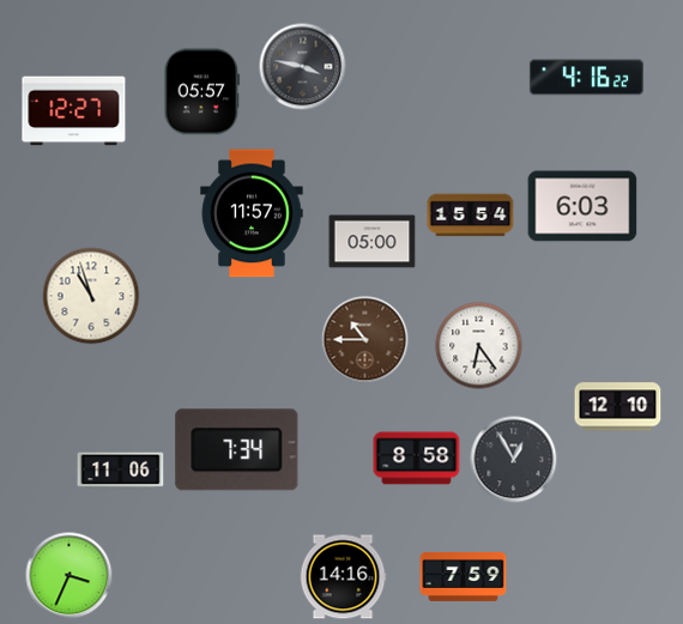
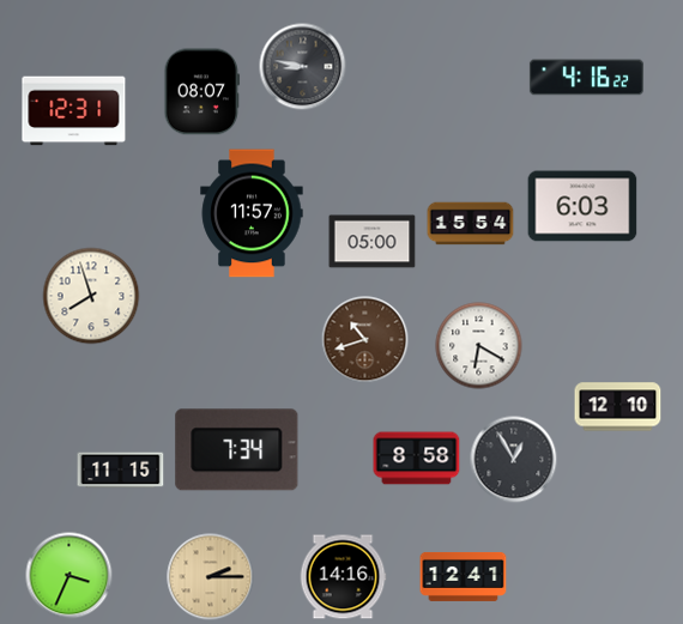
clock at (303, 67): 3:47 -> 8:47
clock at (203, 92): 05:57 -> 08:07
clock at (74, 111): 12:27 -> 12:31
clock at (471, 216) position: (471, 216) -> (471, 224)
clock at (91, 296): 10:57 -> 7:57
clock at (365, 340): 10:45 -> 10:42
clock at (479, 346): 6:24 -> 6:20
clock at (121, 471): 11:06 -> 11:15
clock at (464, 576): 7:59 -> 12:41
clock at (211, 577): none -> 2:15
